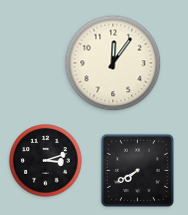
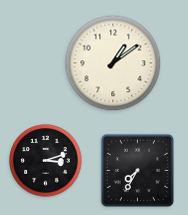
clock at (113, 63): 12:06 -> 1:09
clock at (137, 170): 7:40 -> 7:35
